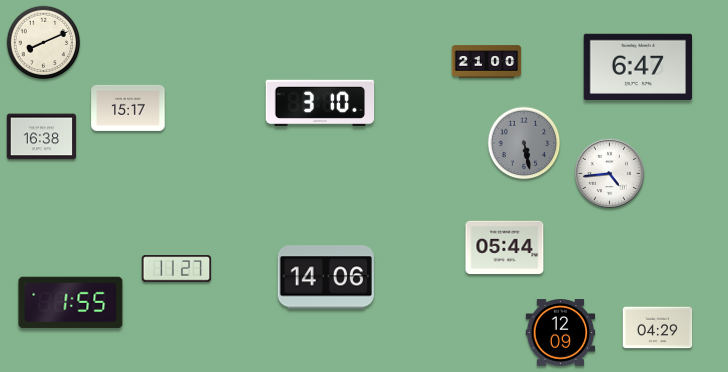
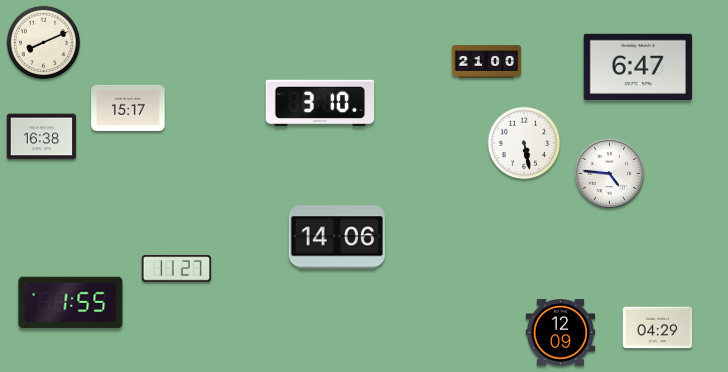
clock at (524, 143) dial: grey -> white
clock at (609, 173): 4:44 -> 4:46
clock at (505, 248): 05:44 -> none
clock at (326, 277) position: (326, 277) -> (337, 237)
